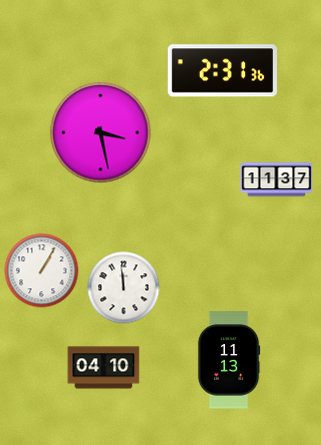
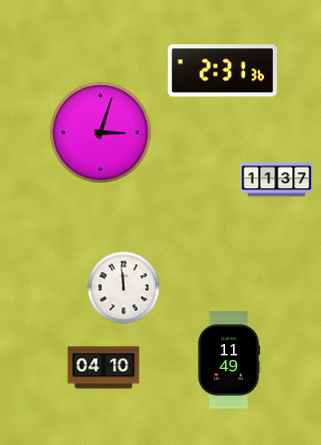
clock at (101, 133): 3:28 -> 3:03
clock at (42, 271): 1:05 -> none
clock at (229, 360): 11:13 -> 11:49
